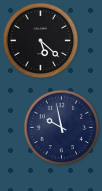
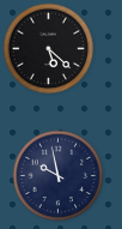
clock at (62, 128) position: (62, 128) -> (59, 176)
